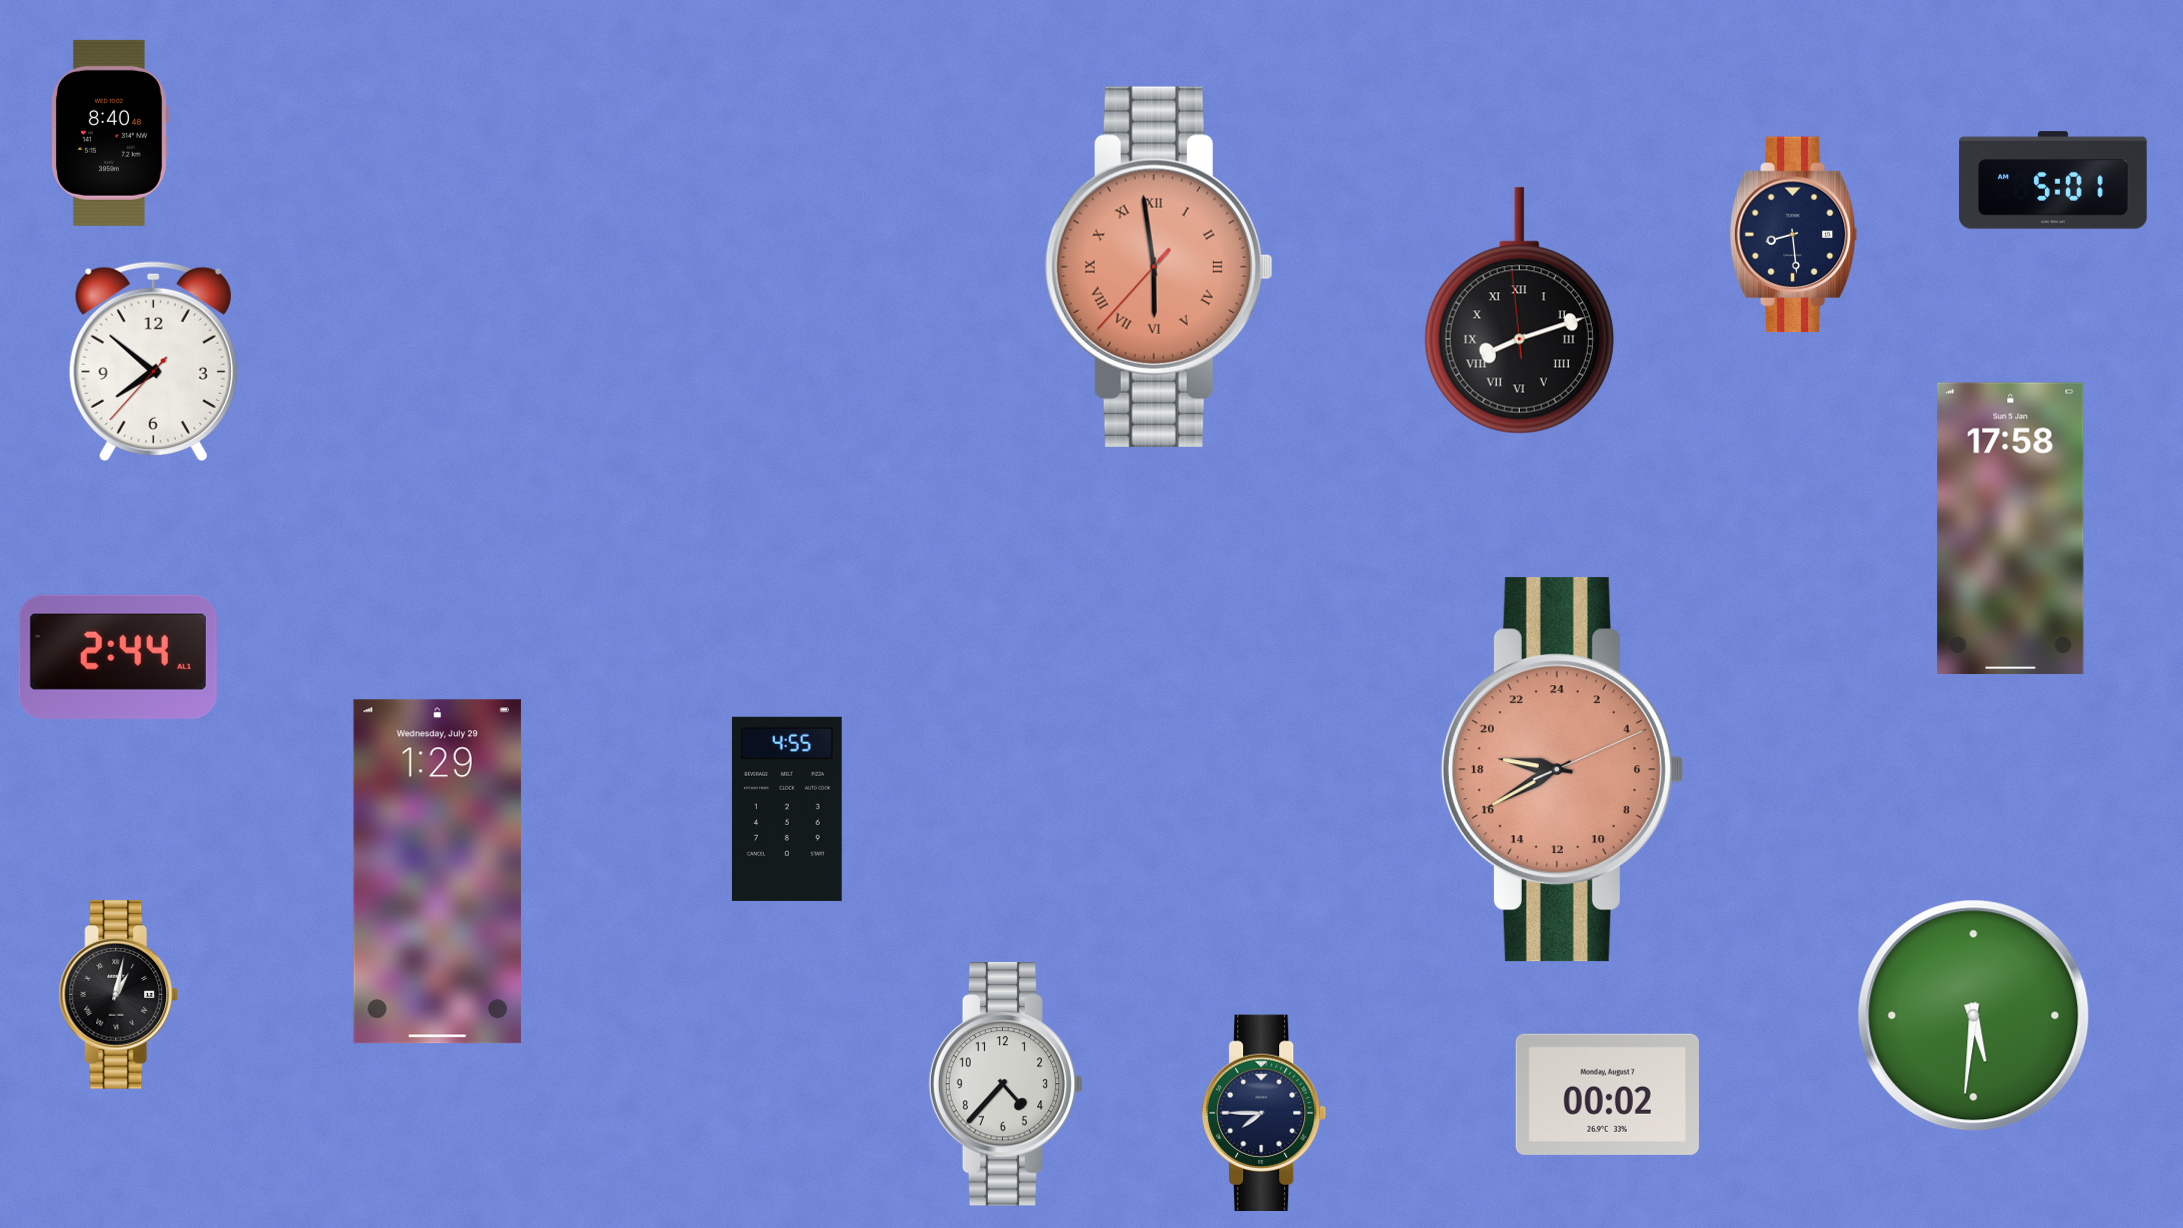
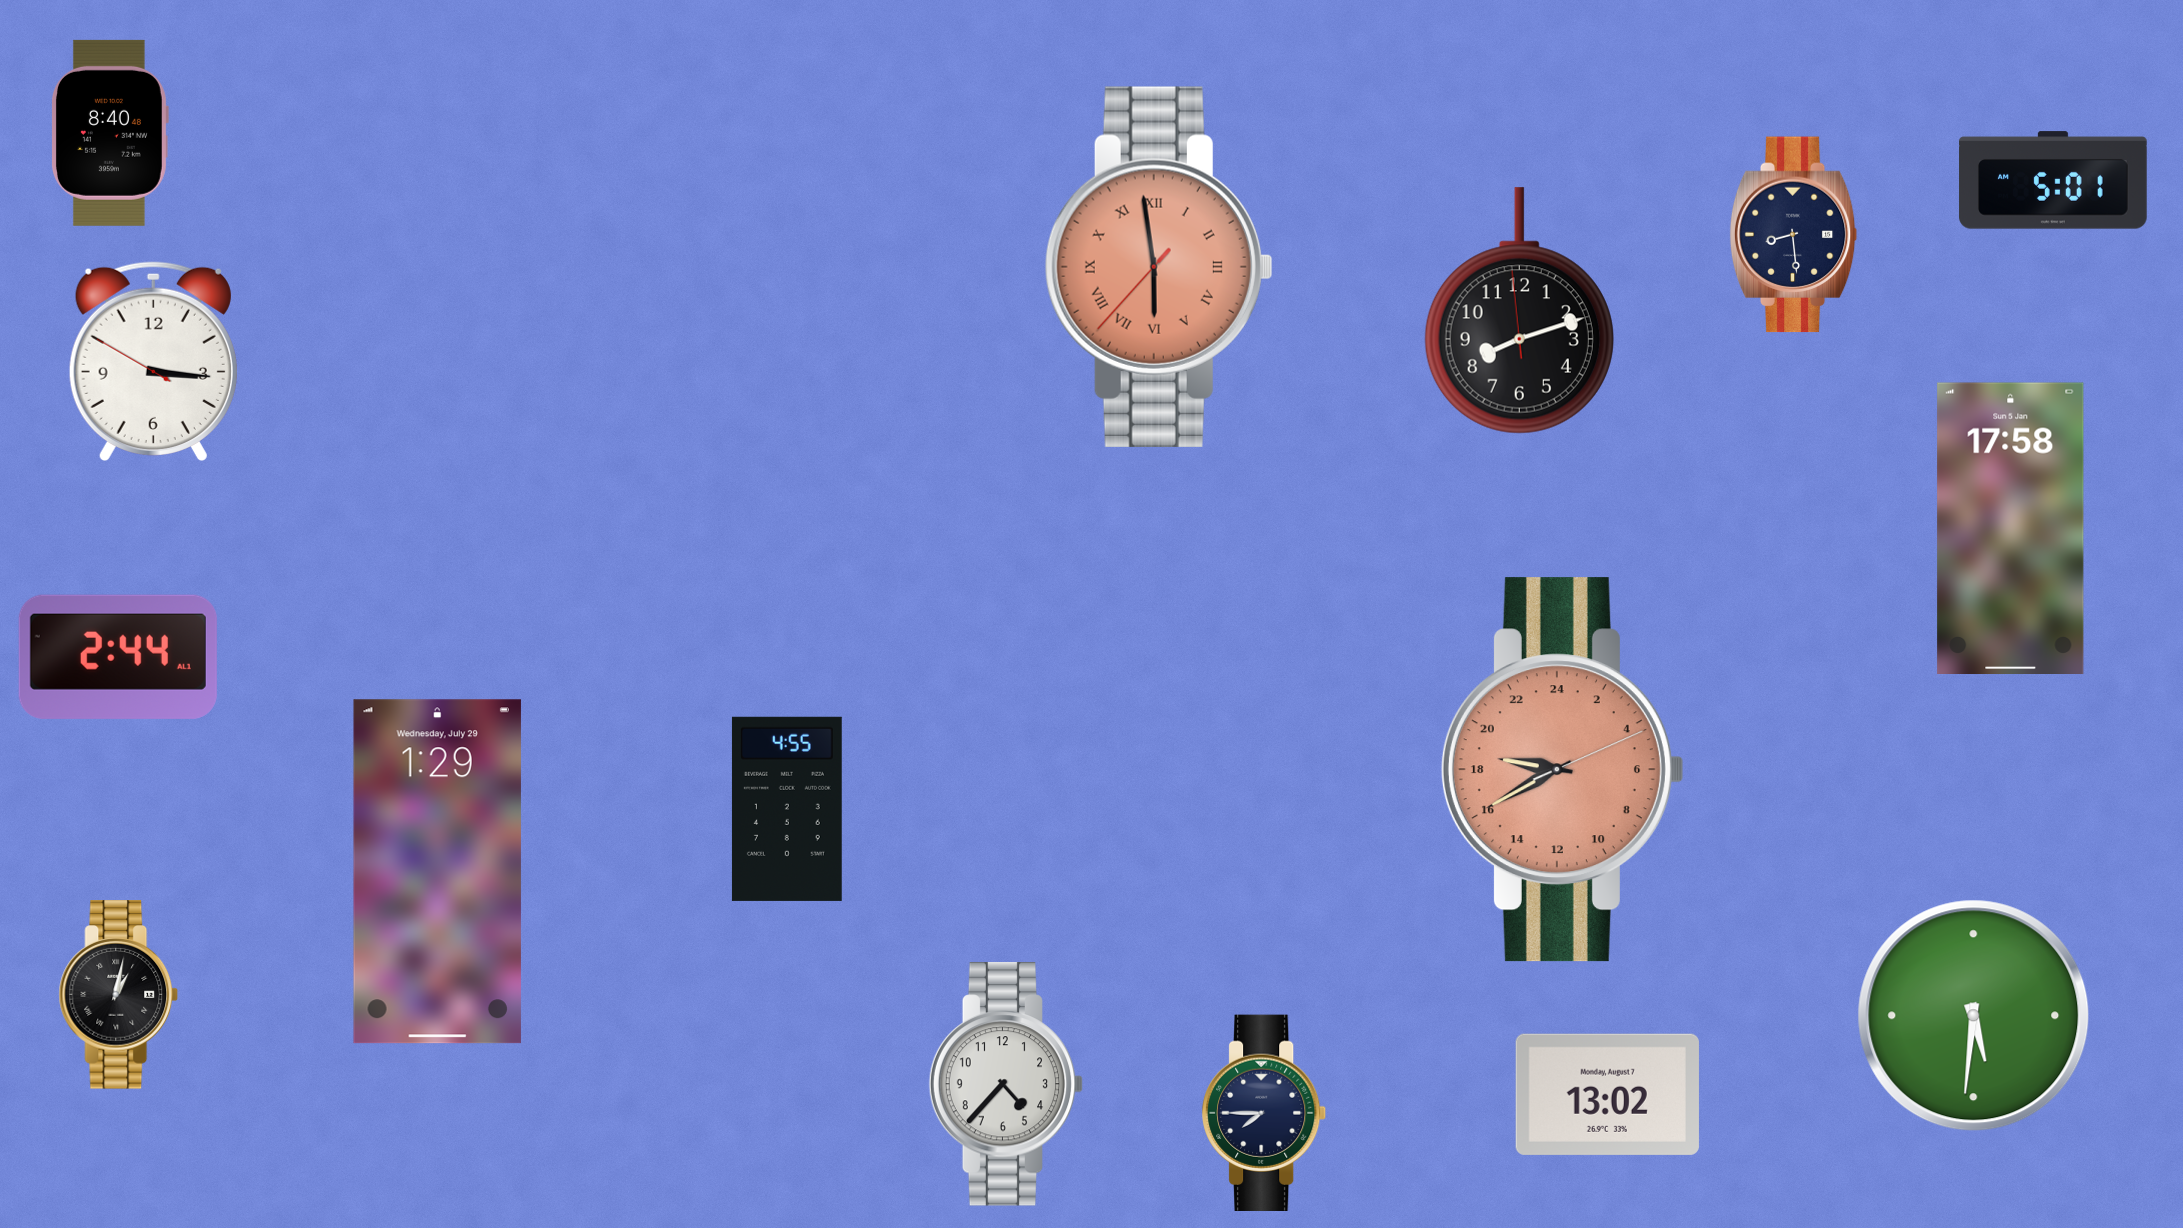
clock at (1519, 311) numerals: Roman -> Arabic
clock at (153, 361): 7:51 -> 3:15
clock at (1607, 1094): 00:02 -> 13:02
